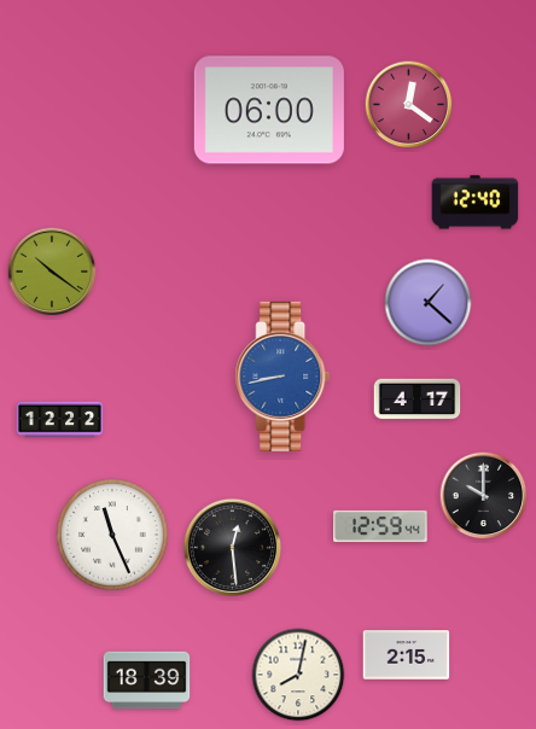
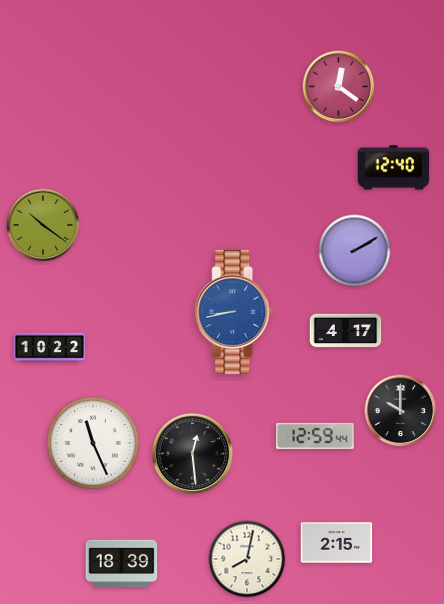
clock at (269, 110): 06:00 -> none
clock at (429, 303): 1:22 -> 2:10
clock at (60, 420): 12:22 -> 10:22
